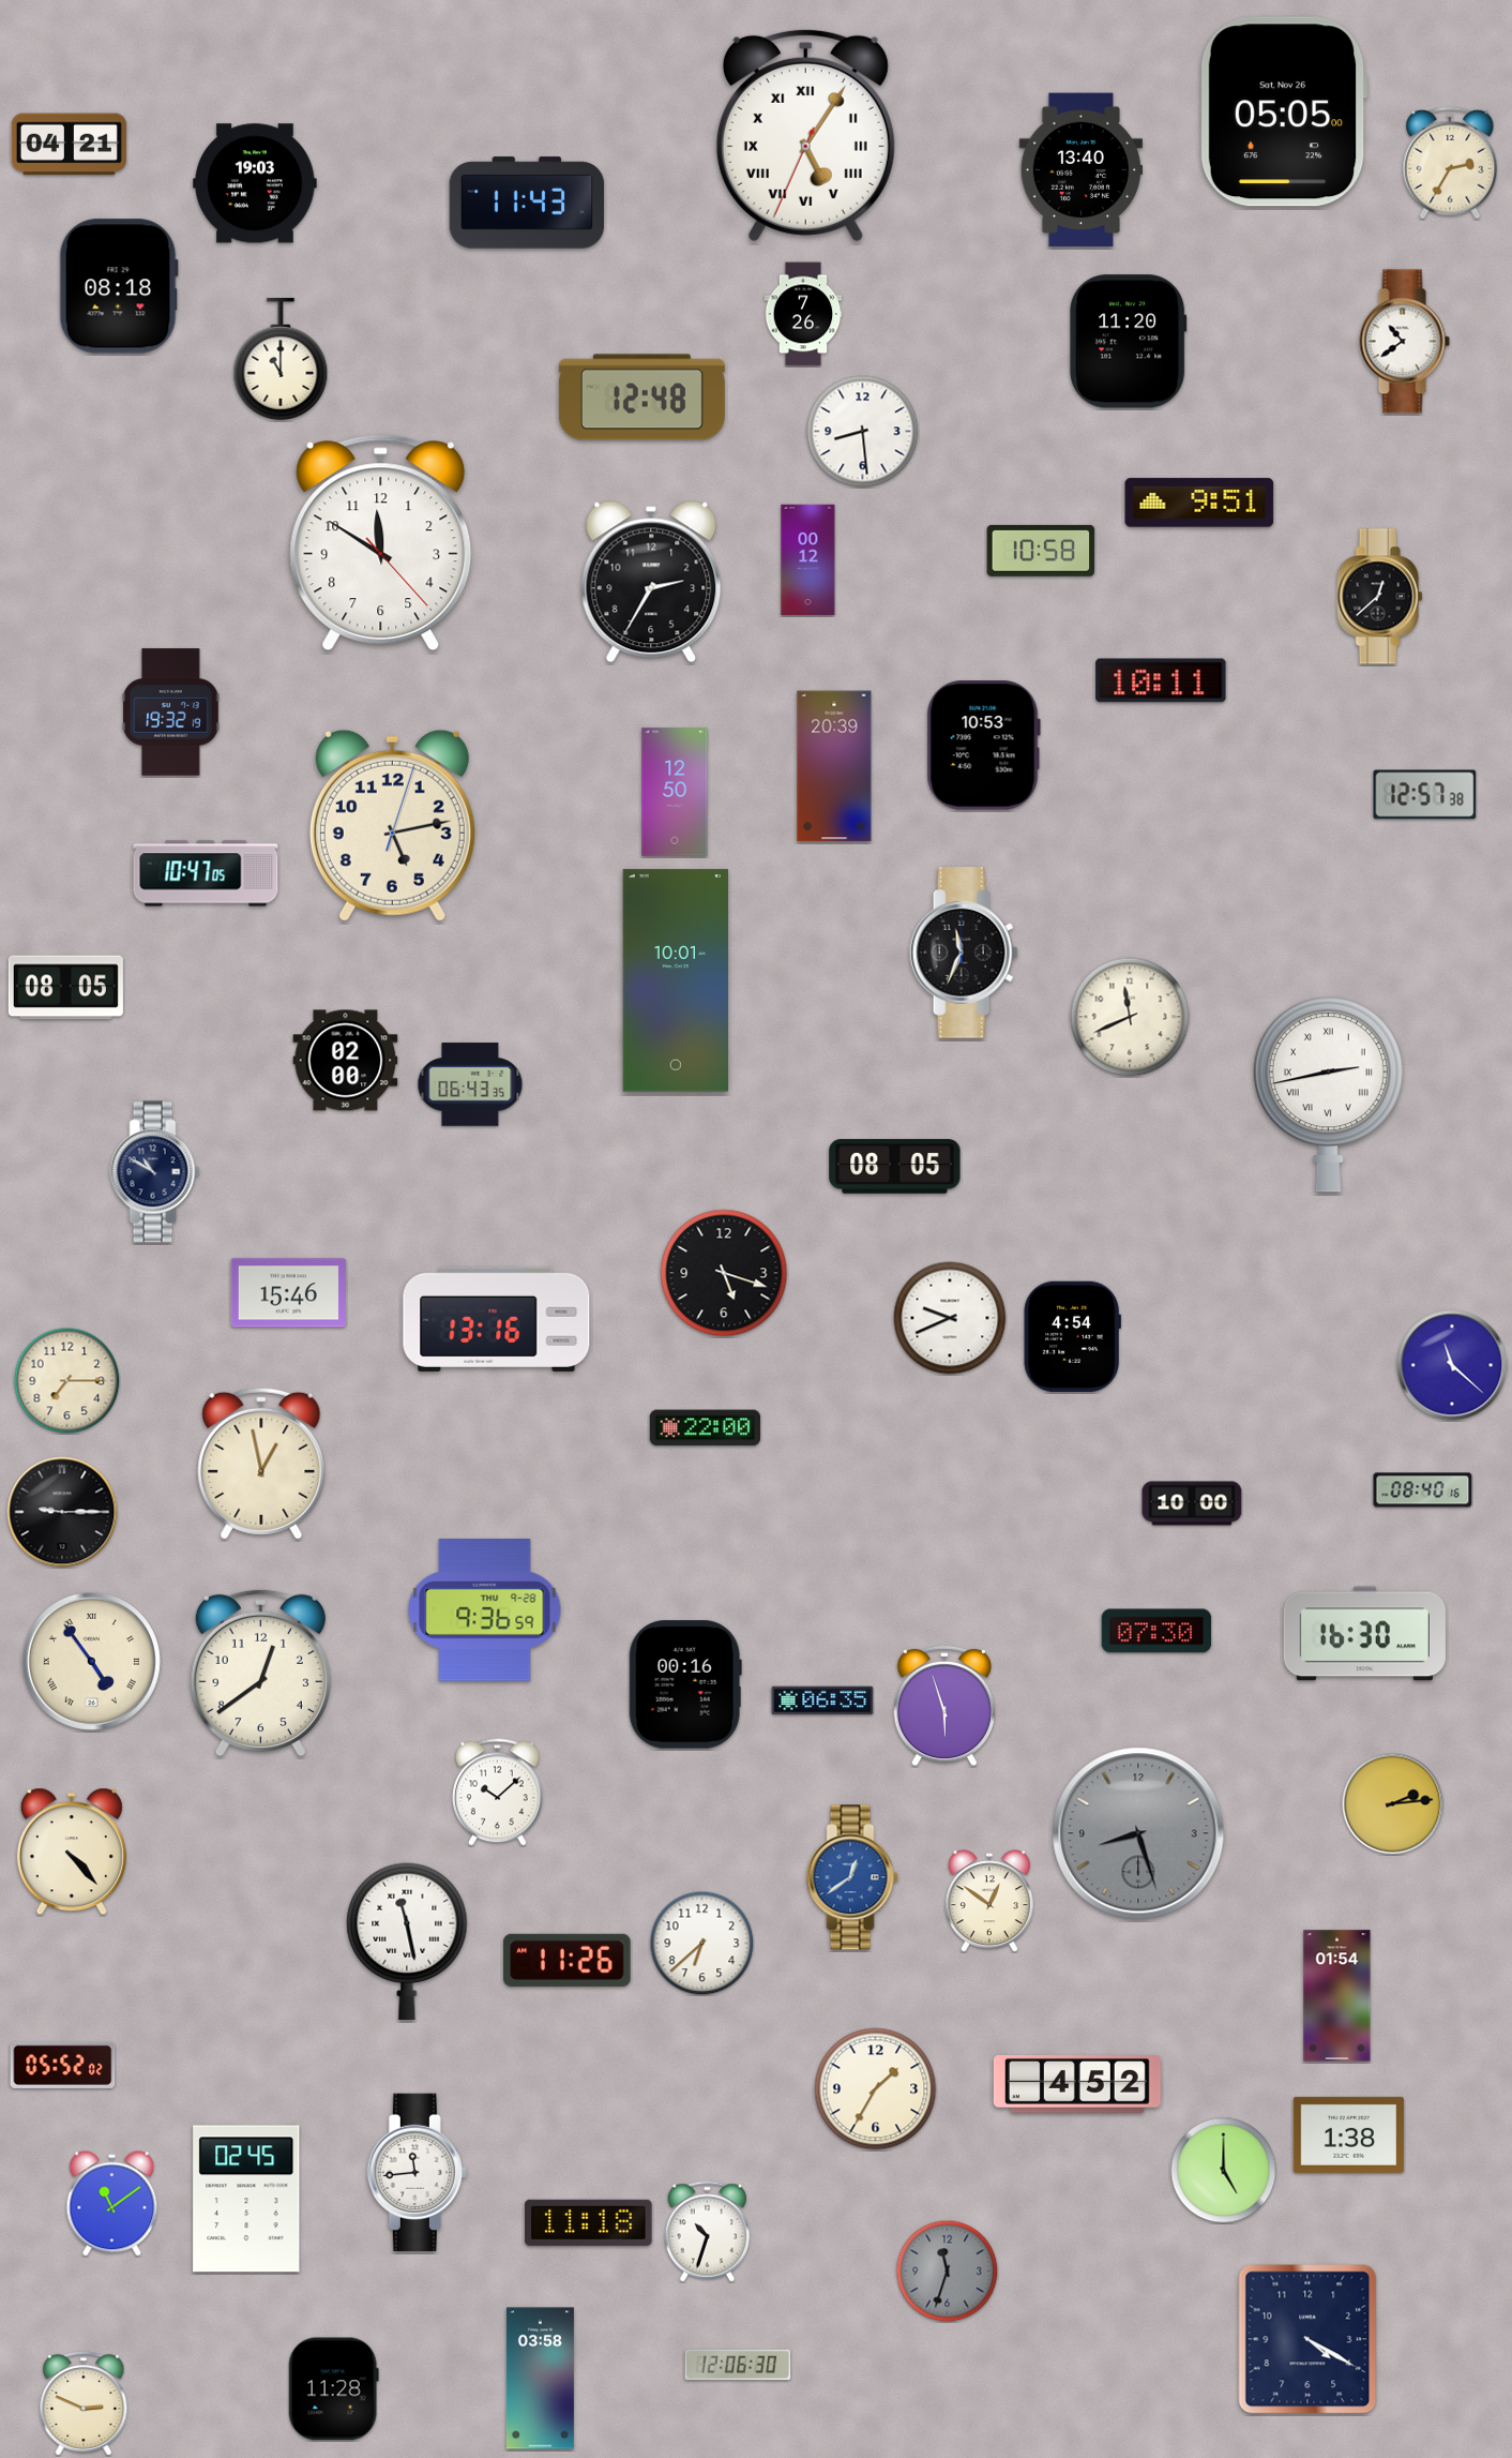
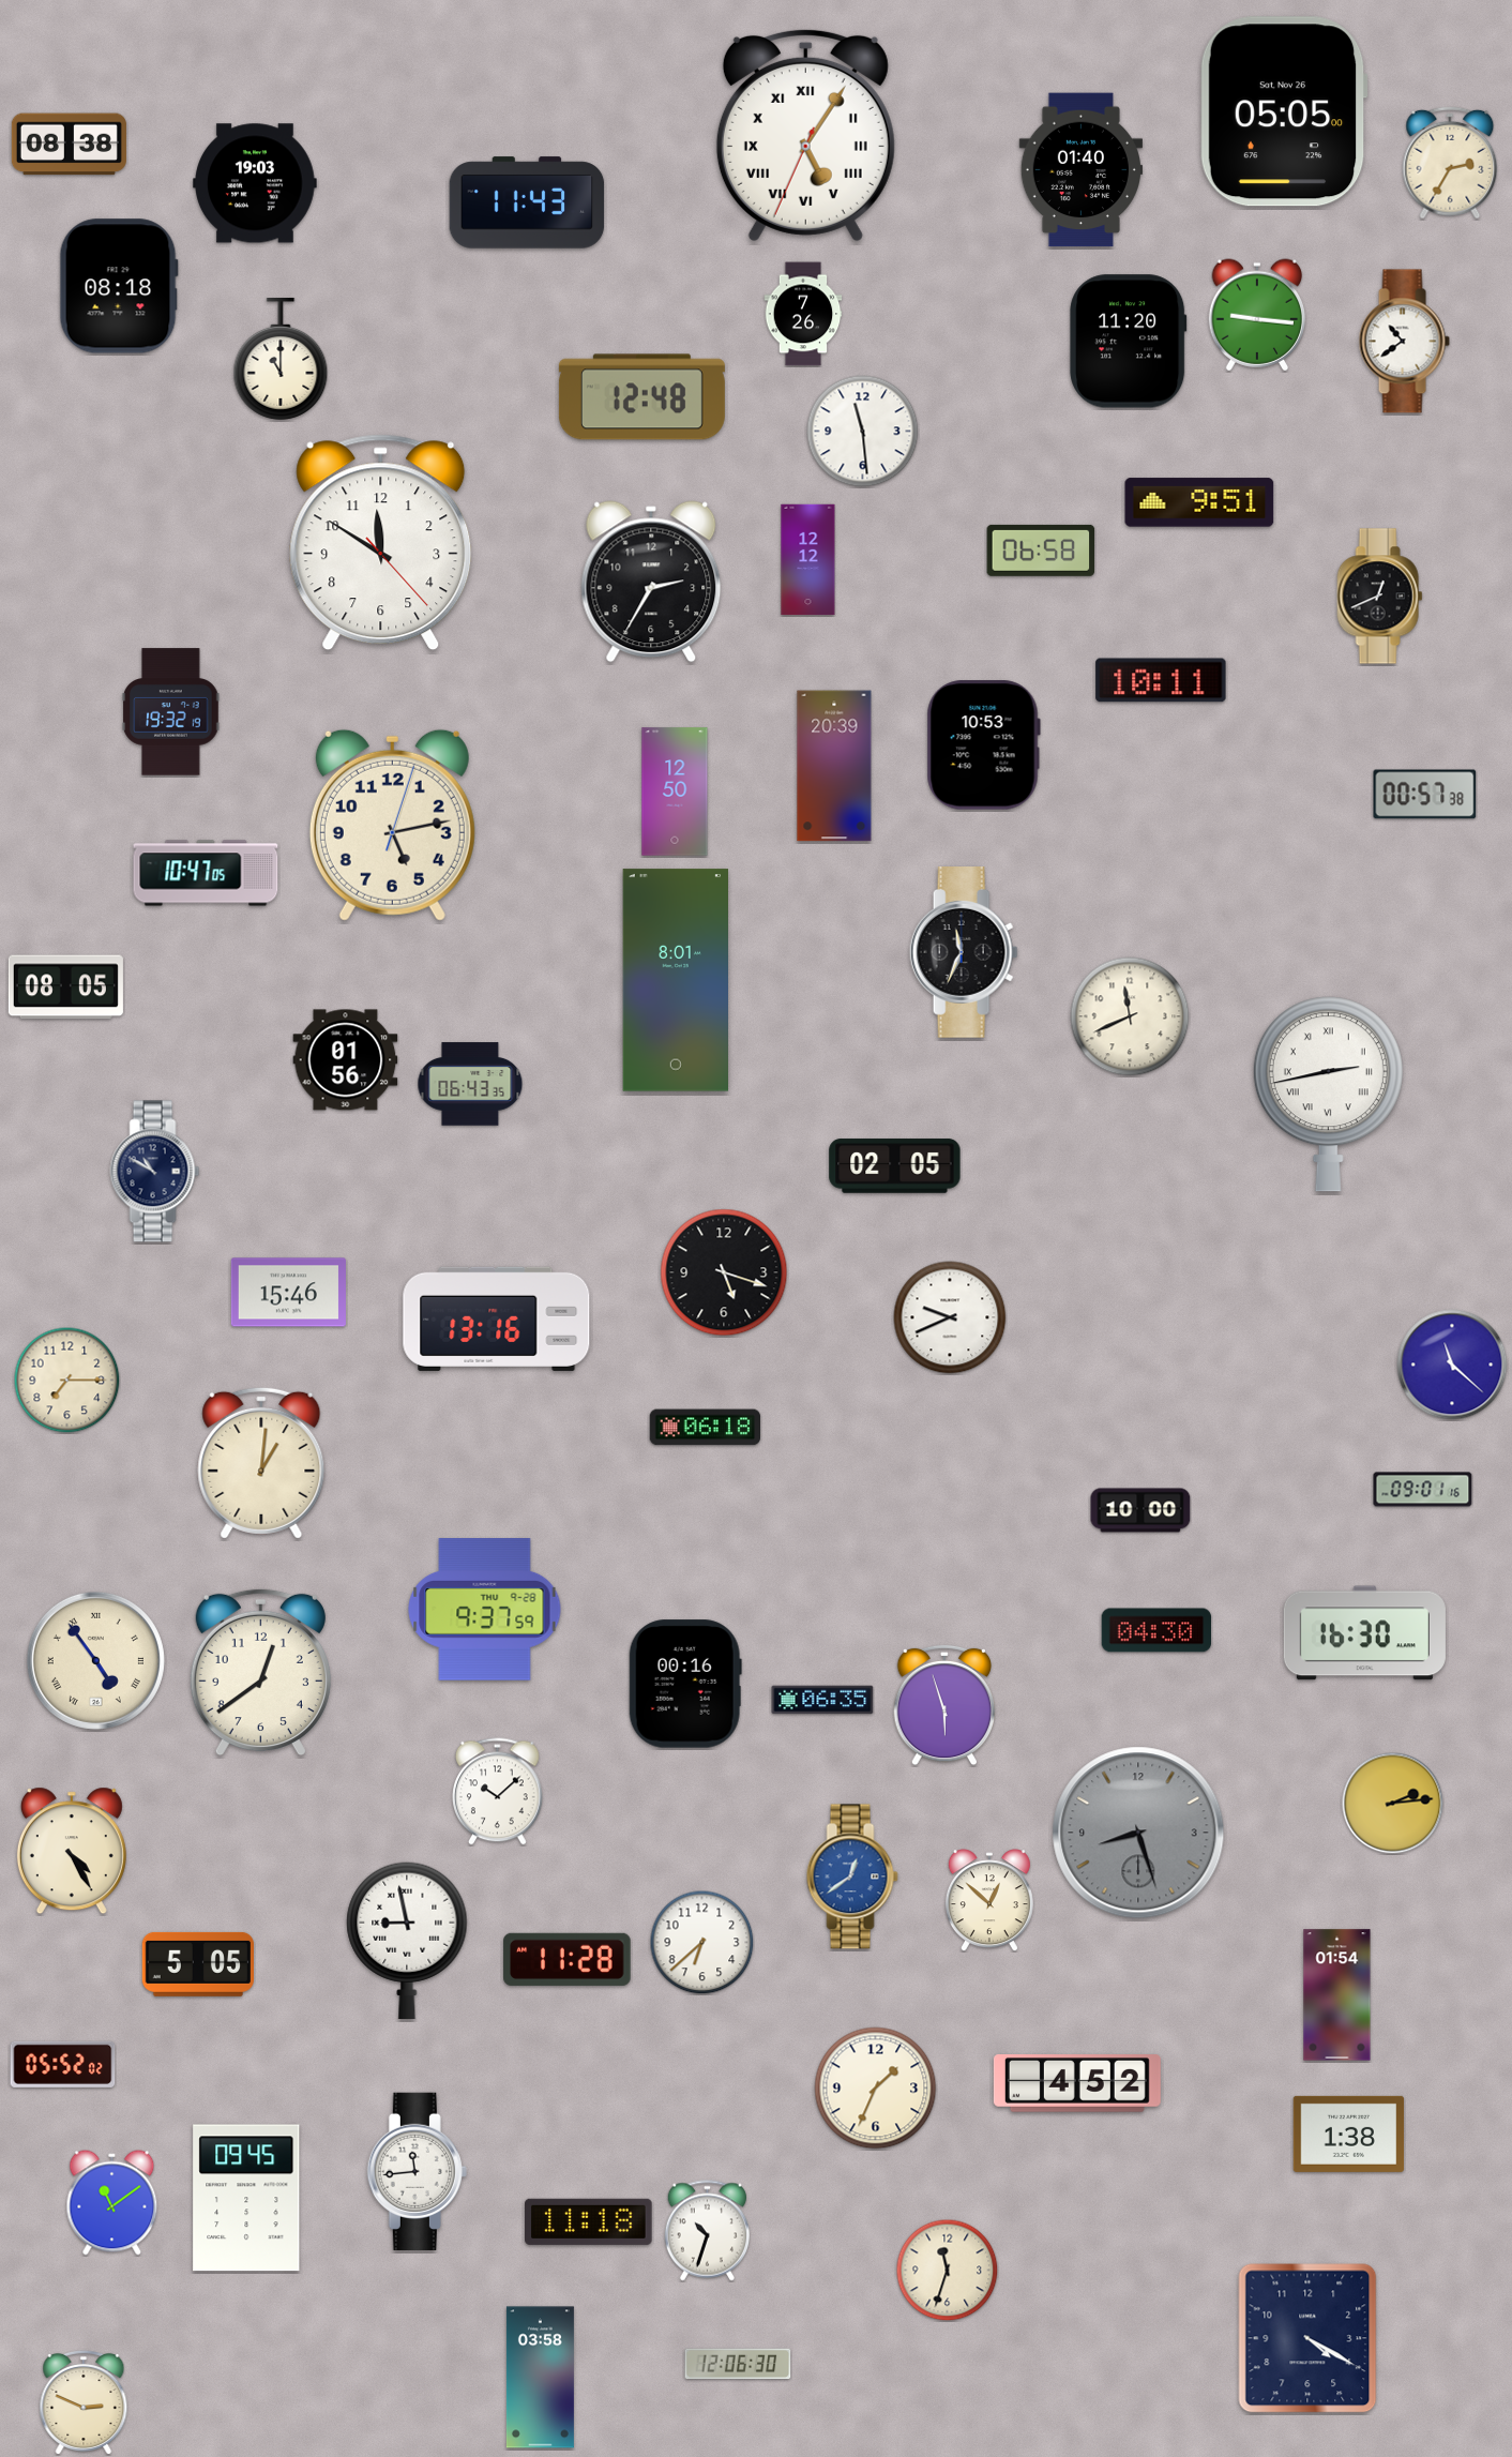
clock at (69, 145): 04:21 -> 08:38
clock at (1080, 170): 13:40 -> 01:40
clock at (1257, 315): none -> 9:16
clock at (863, 432): 8:29 -> 11:29
clock at (1041, 551): 10:58 -> 06:58
clock at (808, 560): 00:12 -> 12:12
clock at (1380, 597): 12:38 -> 12:41
clock at (1425, 795): 12:57 -> 00:57
clock at (675, 980): 10:01 -> 8:01
clock at (346, 1061): 02:00 -> 01:56
clock at (895, 1167): 08:05 -> 02:05
clock at (1072, 1336): 4:54 -> none
clock at (706, 1428): 22:00 -> 06:18
clock at (261, 1464): 12:58 -> 1:01
clock at (1423, 1490): 08:40 -> 09:01
clock at (1192, 1503) position: (1192, 1503) -> (1140, 1510)
clock at (62, 1512): 9:15 -> none
clock at (485, 1610): 9:36 -> 9:37
clock at (1156, 1631): 07:30 -> 04:30
clock at (91, 1661) position: (91, 1661) -> (95, 1660)
clock at (72, 1852): 4:23 -> 4:25
clock at (989, 1901): 12:51 -> 12:52
clock at (407, 1940): 11:28 -> 8:58
clock at (568, 1960): 11:26 -> 11:28
clock at (197, 1964): none -> 5:05
clock at (876, 2089): 1:35 -> 1:34
clock at (1224, 2171): 5:00 -> none
clock at (246, 2199): 02:45 -> 09:45
clock at (947, 2270) dial: grey -> cream
clock at (333, 2389): 11:28 -> none
